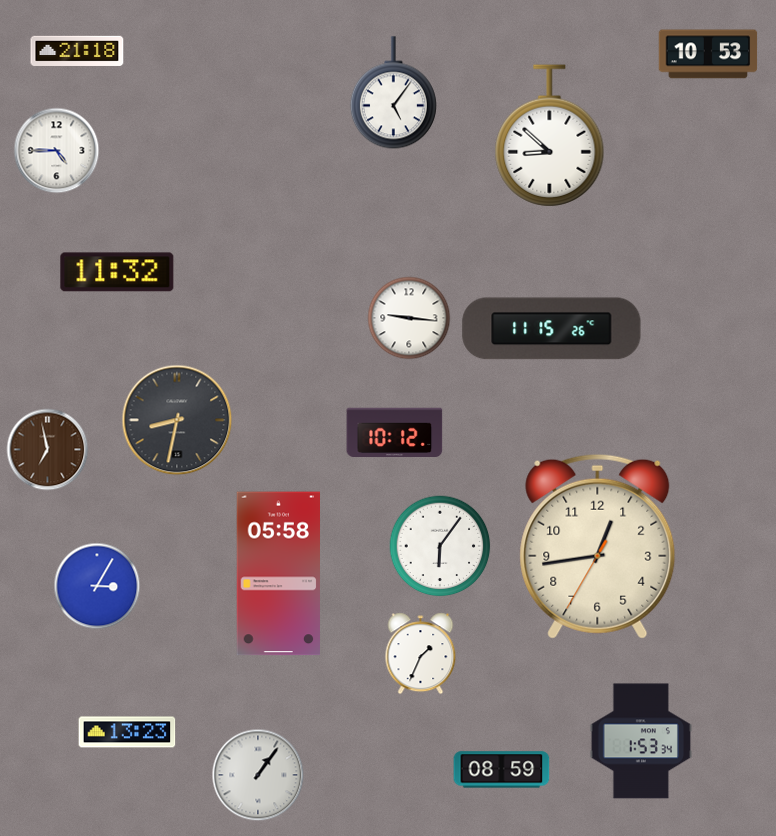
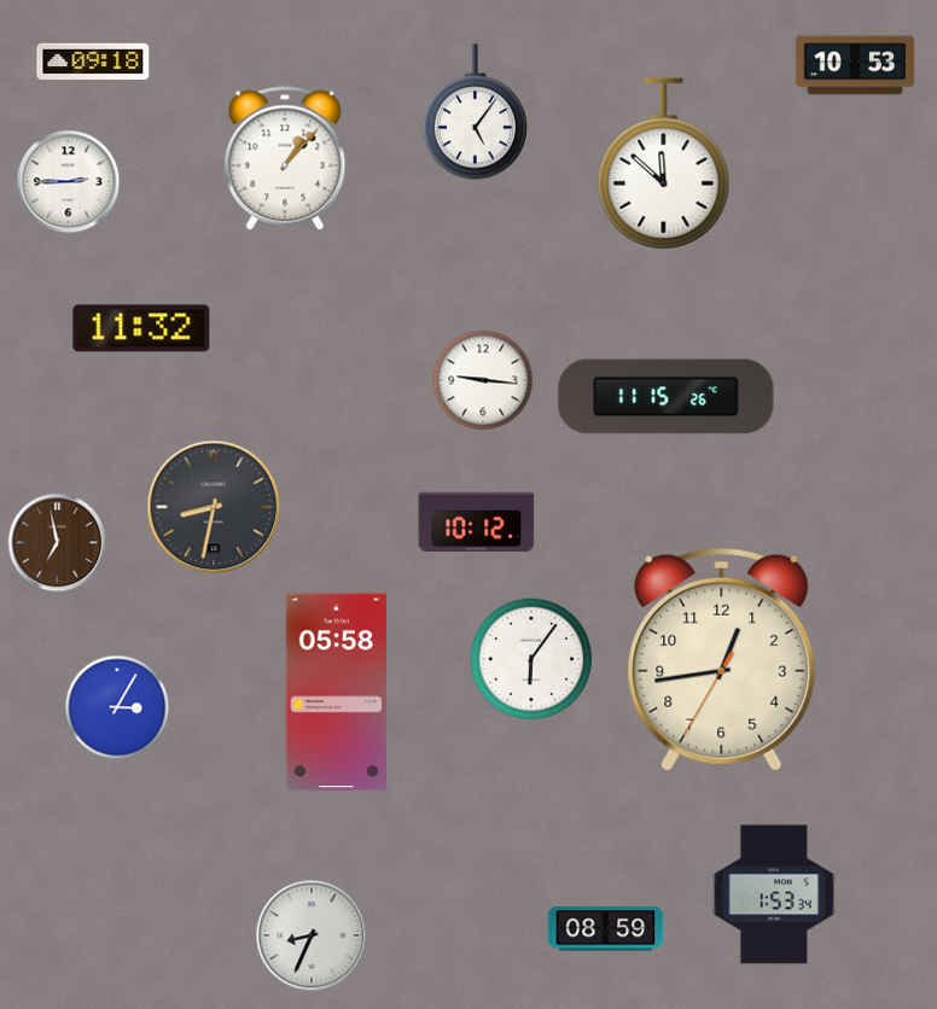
clock at (77, 51): 21:18 -> 09:18
clock at (285, 158): none -> 1:07
clock at (550, 136): 8:52 -> 11:52
clock at (57, 151): 4:45 -> 2:45
clock at (409, 318) position: (409, 318) -> (483, 380)
clock at (421, 654): 1:34 -> none
clock at (127, 732): 13:23 -> none
clock at (258, 775): 1:06 -> 8:34
